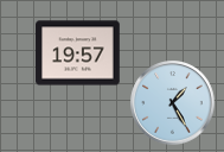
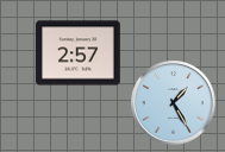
clock at (78, 53): 19:57 -> 2:57
